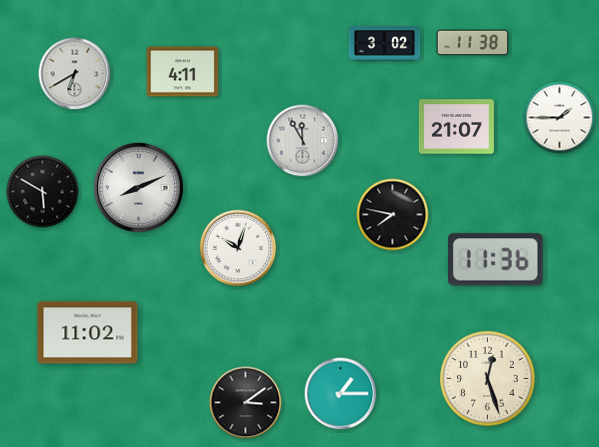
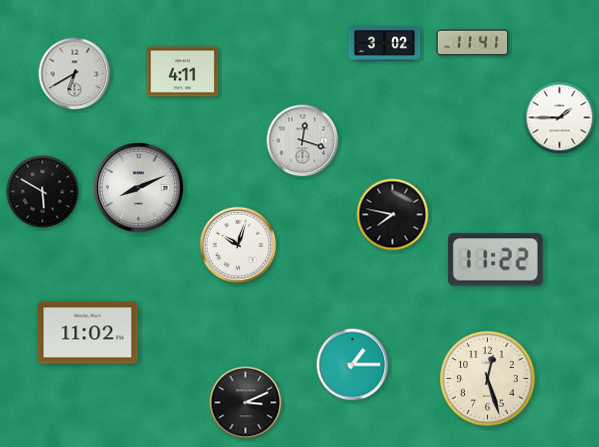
clock at (473, 43): 11:38 -> 11:41
clock at (456, 127): 21:07 -> none
clock at (303, 141): 11:55 -> 12:18
clock at (238, 248) position: (238, 248) -> (238, 245)
clock at (496, 260): 11:36 -> 11:22
clock at (341, 394) position: (341, 394) -> (353, 365)
clock at (246, 403): 3:09 -> 3:11
